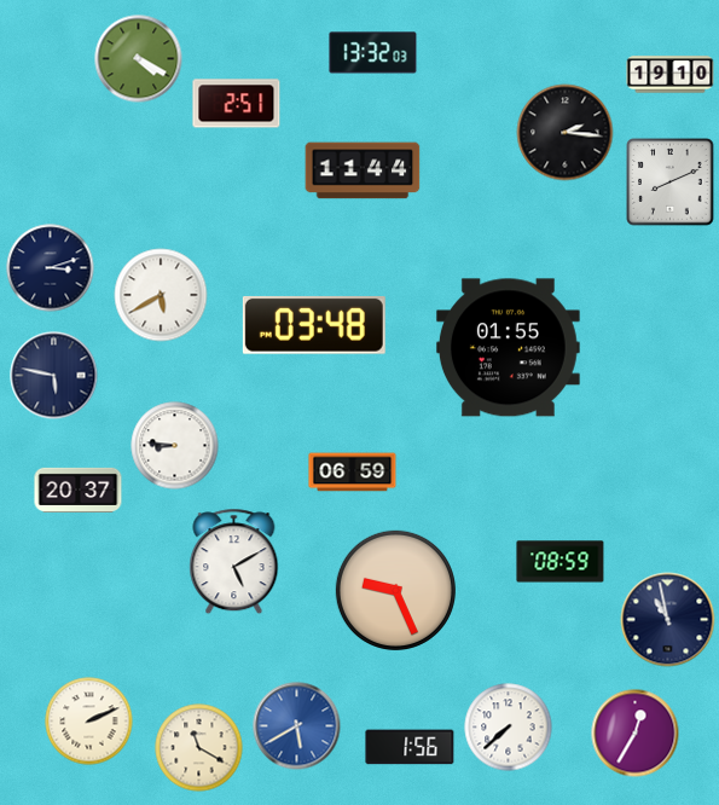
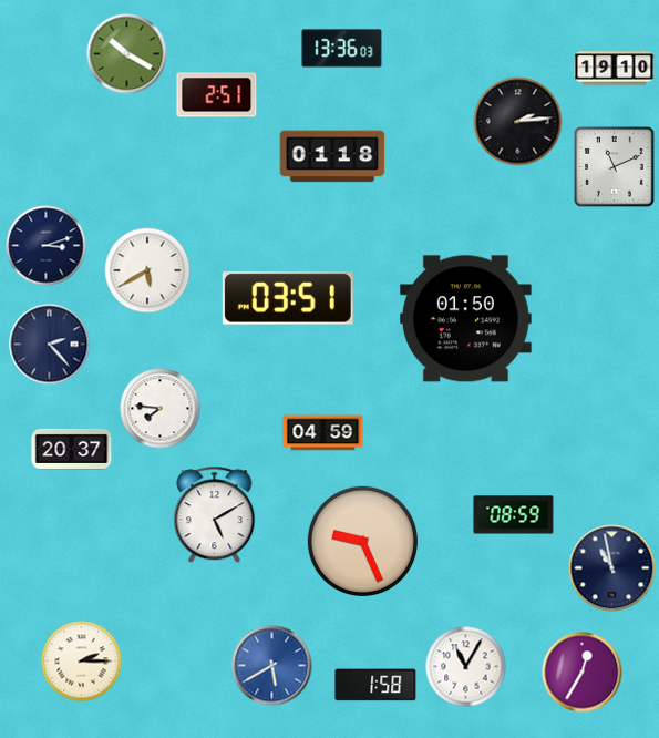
clock at (373, 53): 13:32 -> 13:36
clock at (139, 59): 4:20 -> 10:20
clock at (566, 133): 2:16 -> 2:14
clock at (363, 170): 11:44 -> 01:18
clock at (671, 183): 8:11 -> 11:11
clock at (314, 325): 03:48 -> 03:51
clock at (508, 348): 01:55 -> 01:50
clock at (54, 376): 5:47 -> 2:23
clock at (175, 446): 8:46 -> 7:46
clock at (353, 473): 06:59 -> 04:59
clock at (89, 722): 2:11 -> 2:15
clock at (509, 728): 7:38 -> 11:05
clock at (410, 747): 1:56 -> 1:58
clock at (199, 748): 11:20 -> none
